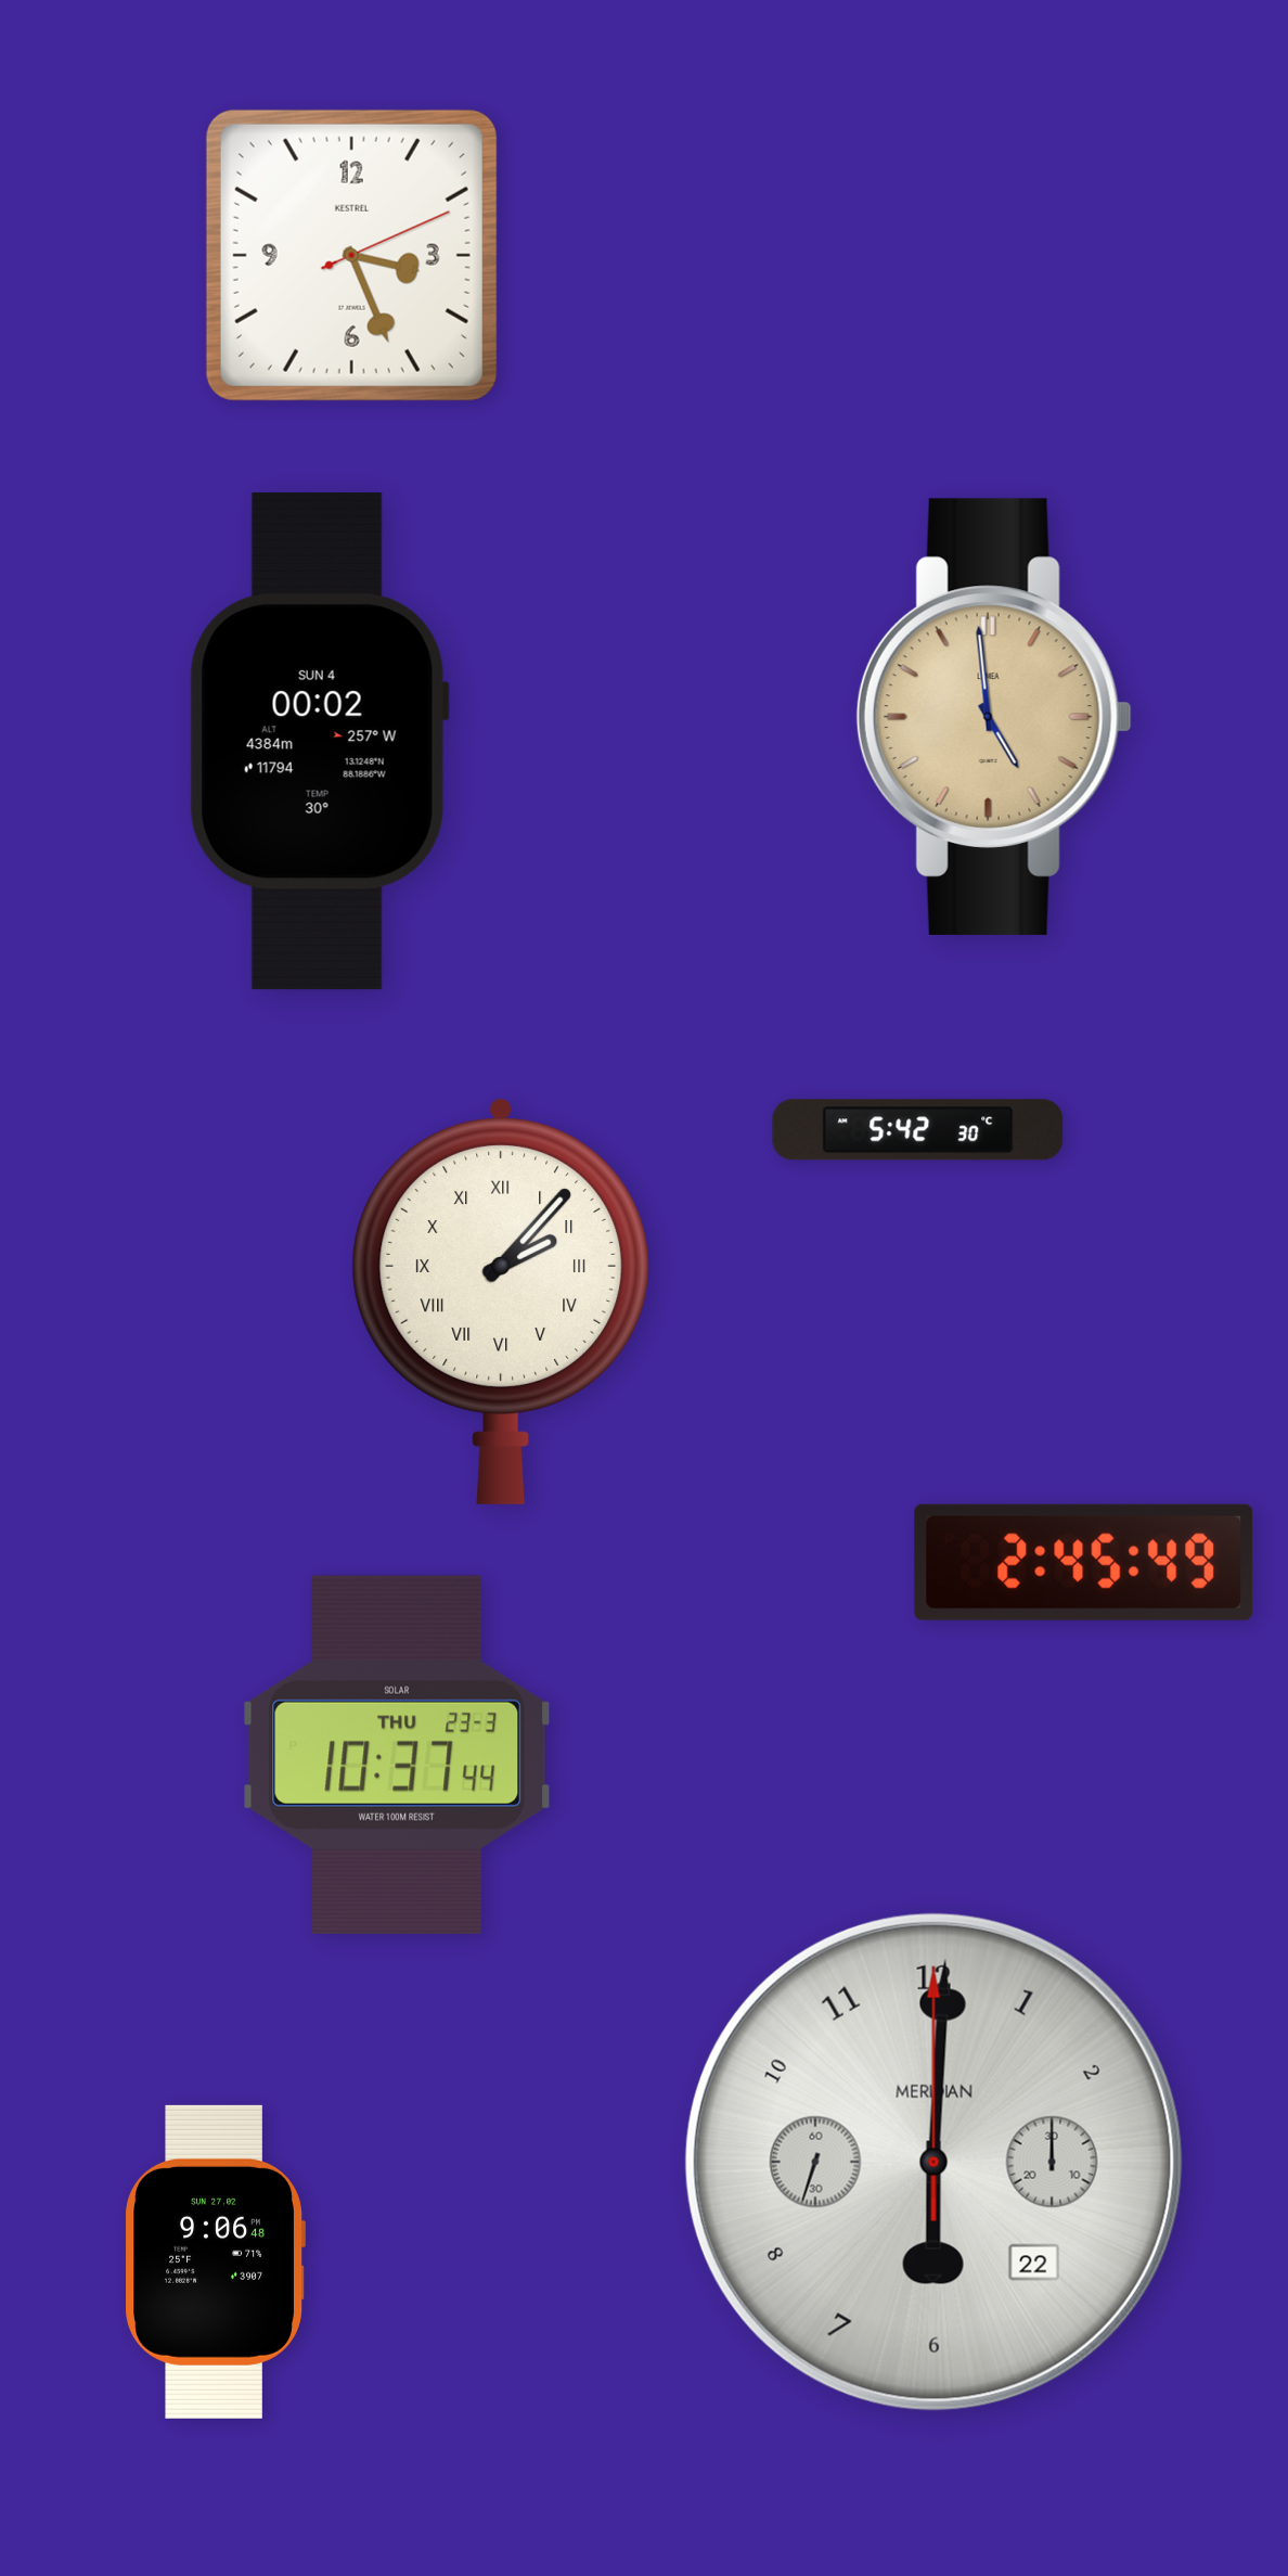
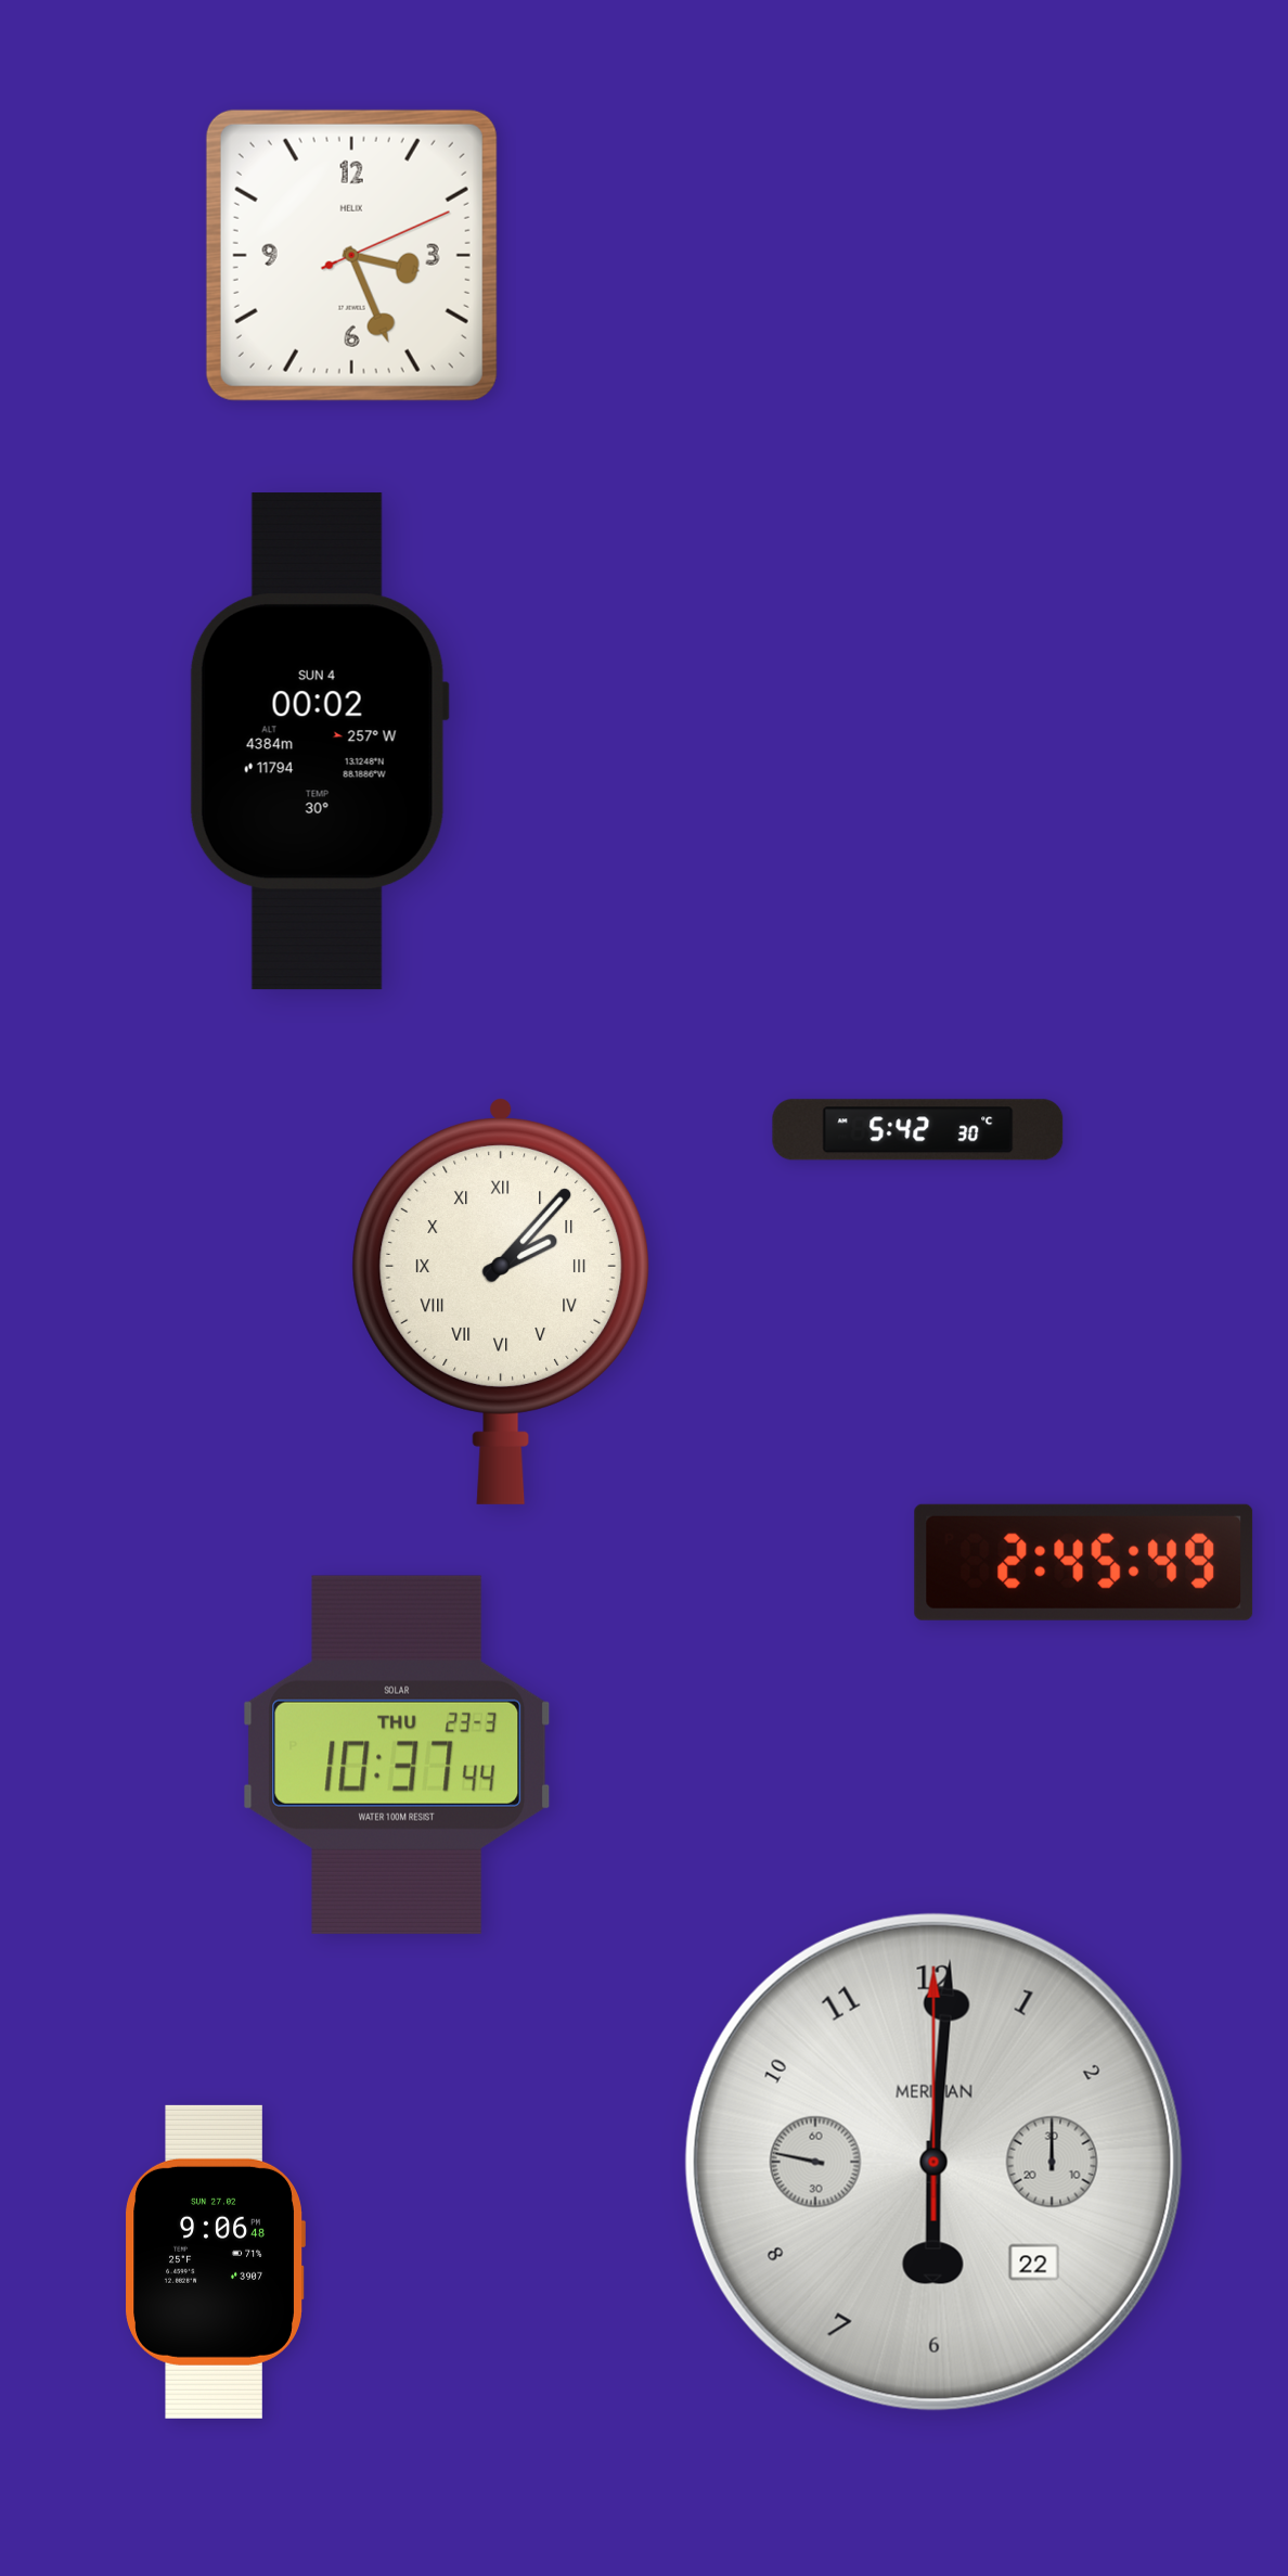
clock at (351, 255) brand: KESTREL -> HELIX
clock at (994, 717): 4:59 -> none
clock at (933, 2162): 6:00:33 -> 6:00:47
